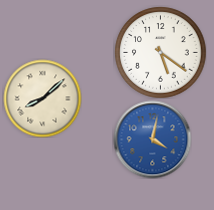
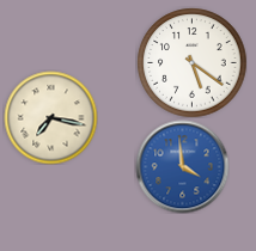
clock at (42, 98): 8:08 -> 7:17
clock at (152, 139): 4:02 -> 3:59
